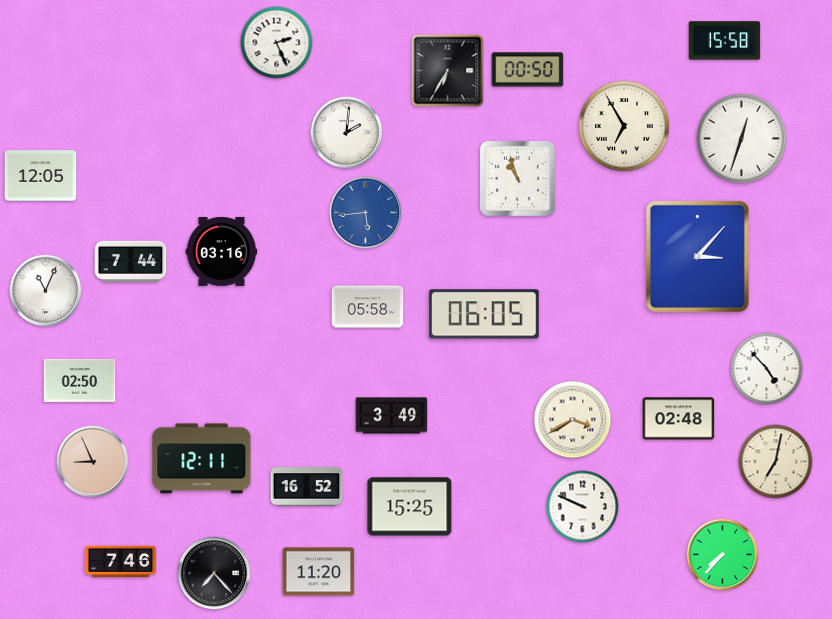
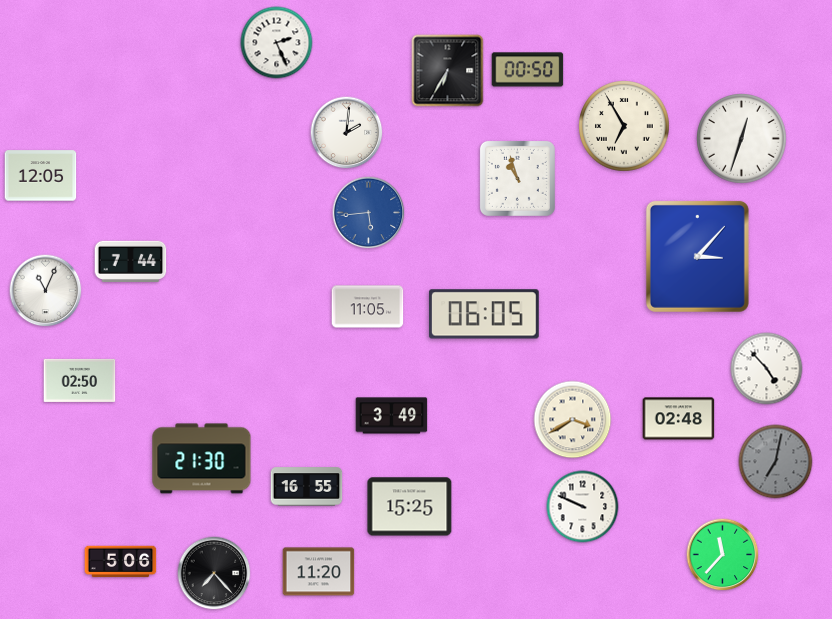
clock at (725, 41): 15:58 -> none
clock at (366, 213) position: (366, 213) -> (369, 213)
clock at (222, 251): 03:16 -> none
clock at (368, 307): 05:58 -> 11:05
clock at (202, 459): 12:11 -> 21:30
clock at (93, 462): 8:56 -> none
clock at (776, 462) dial: cream -> grey
clock at (307, 487): 16:52 -> 16:55
clock at (723, 555): 7:37 -> 11:37
clock at (121, 562): 7:46 -> 5:06
